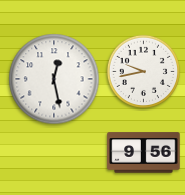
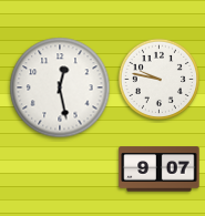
clock at (143, 71): 9:43 -> 9:47
clock at (144, 153): 9:56 -> 9:07
